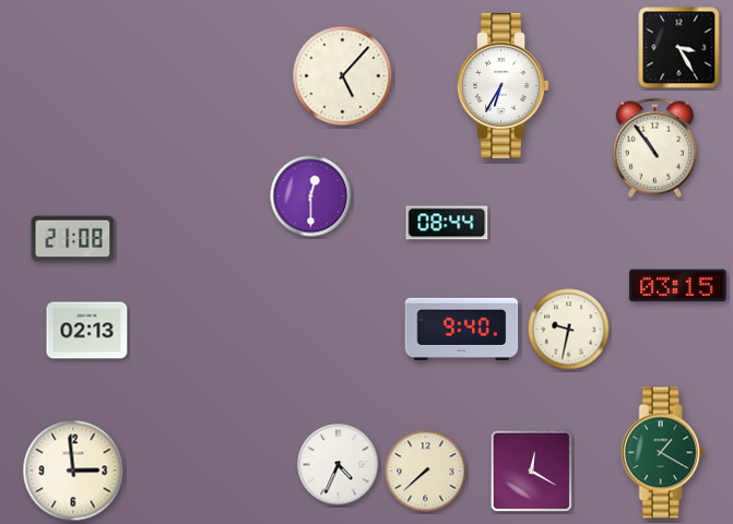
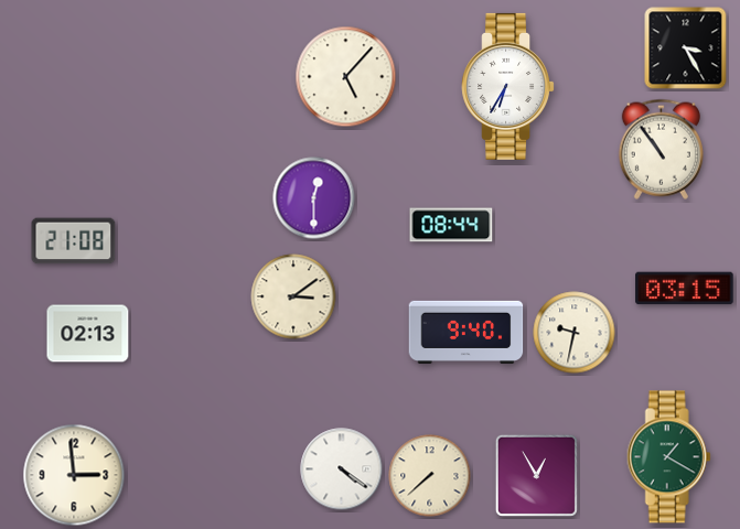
clock at (293, 296): none -> 3:09
clock at (339, 465): 4:34 -> 4:21
clock at (531, 471): 12:20 -> 12:55
